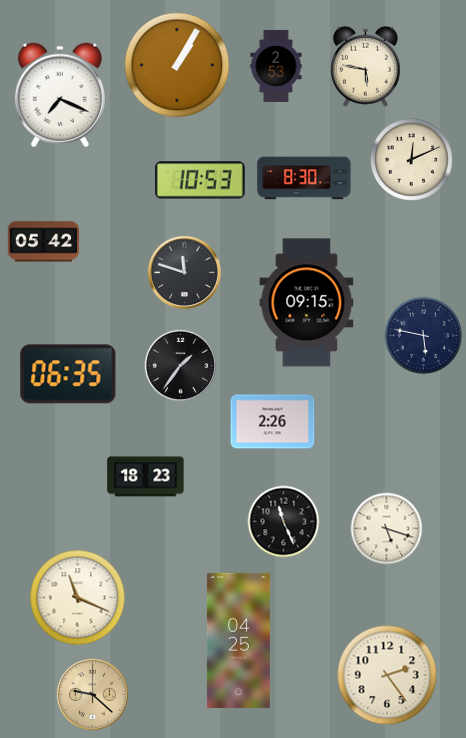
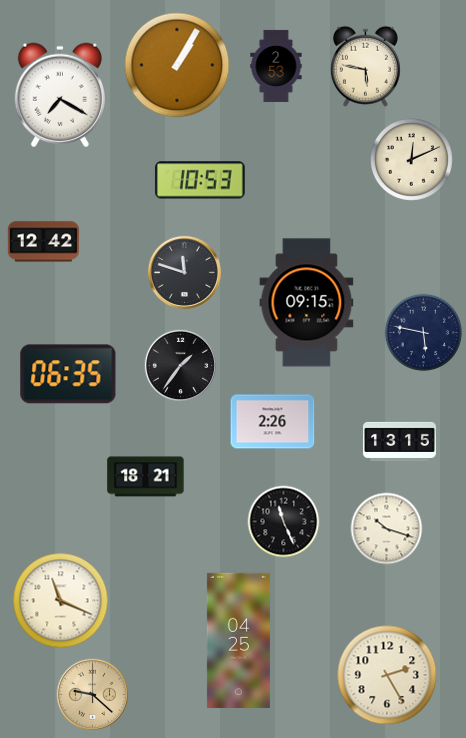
clock at (60, 95): 7:19 -> 7:20
clock at (304, 178): 8:30 -> none
clock at (43, 242): 05:42 -> 12:42
clock at (424, 336) position: (424, 336) -> (424, 333)
clock at (399, 441): none -> 13:15
clock at (146, 477): 18:23 -> 18:21
clock at (387, 529): 5:18 -> 10:18
clock at (78, 598) position: (78, 598) -> (61, 601)
clock at (387, 675): 2:24 -> 2:25
